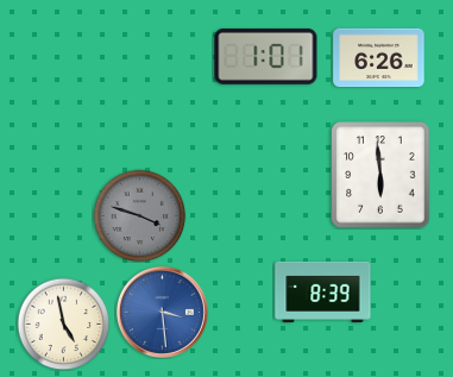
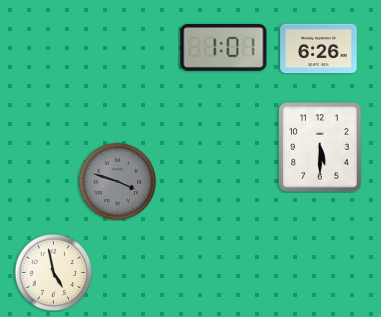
clock at (380, 175): 5:59 -> 5:30
clock at (323, 291): 8:39 -> none
clock at (162, 312): 3:29 -> none
